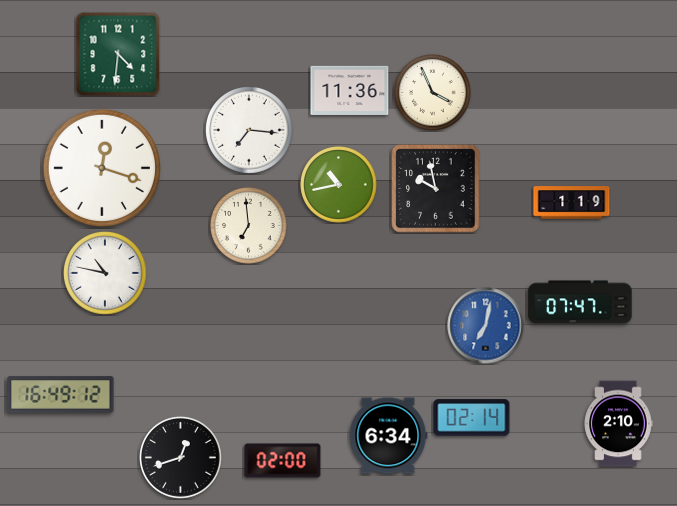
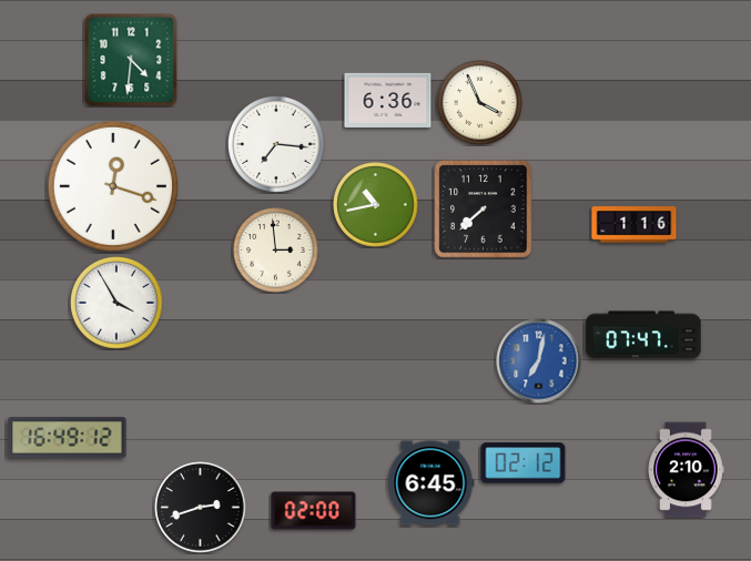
clock at (350, 90): 11:36 -> 6:36
clock at (436, 189): 9:58 -> 7:38
clock at (572, 203): 1:19 -> 1:16
clock at (249, 226): 6:59 -> 2:59
clock at (106, 274): 10:47 -> 3:55
clock at (472, 418): 02:14 -> 02:12
clock at (388, 436): 6:34 -> 6:45
clock at (181, 458): 12:42 -> 2:42
